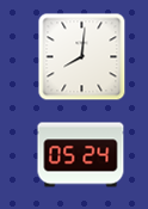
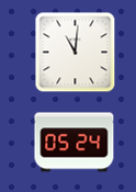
clock at (82, 57): 8:01 -> 11:01
